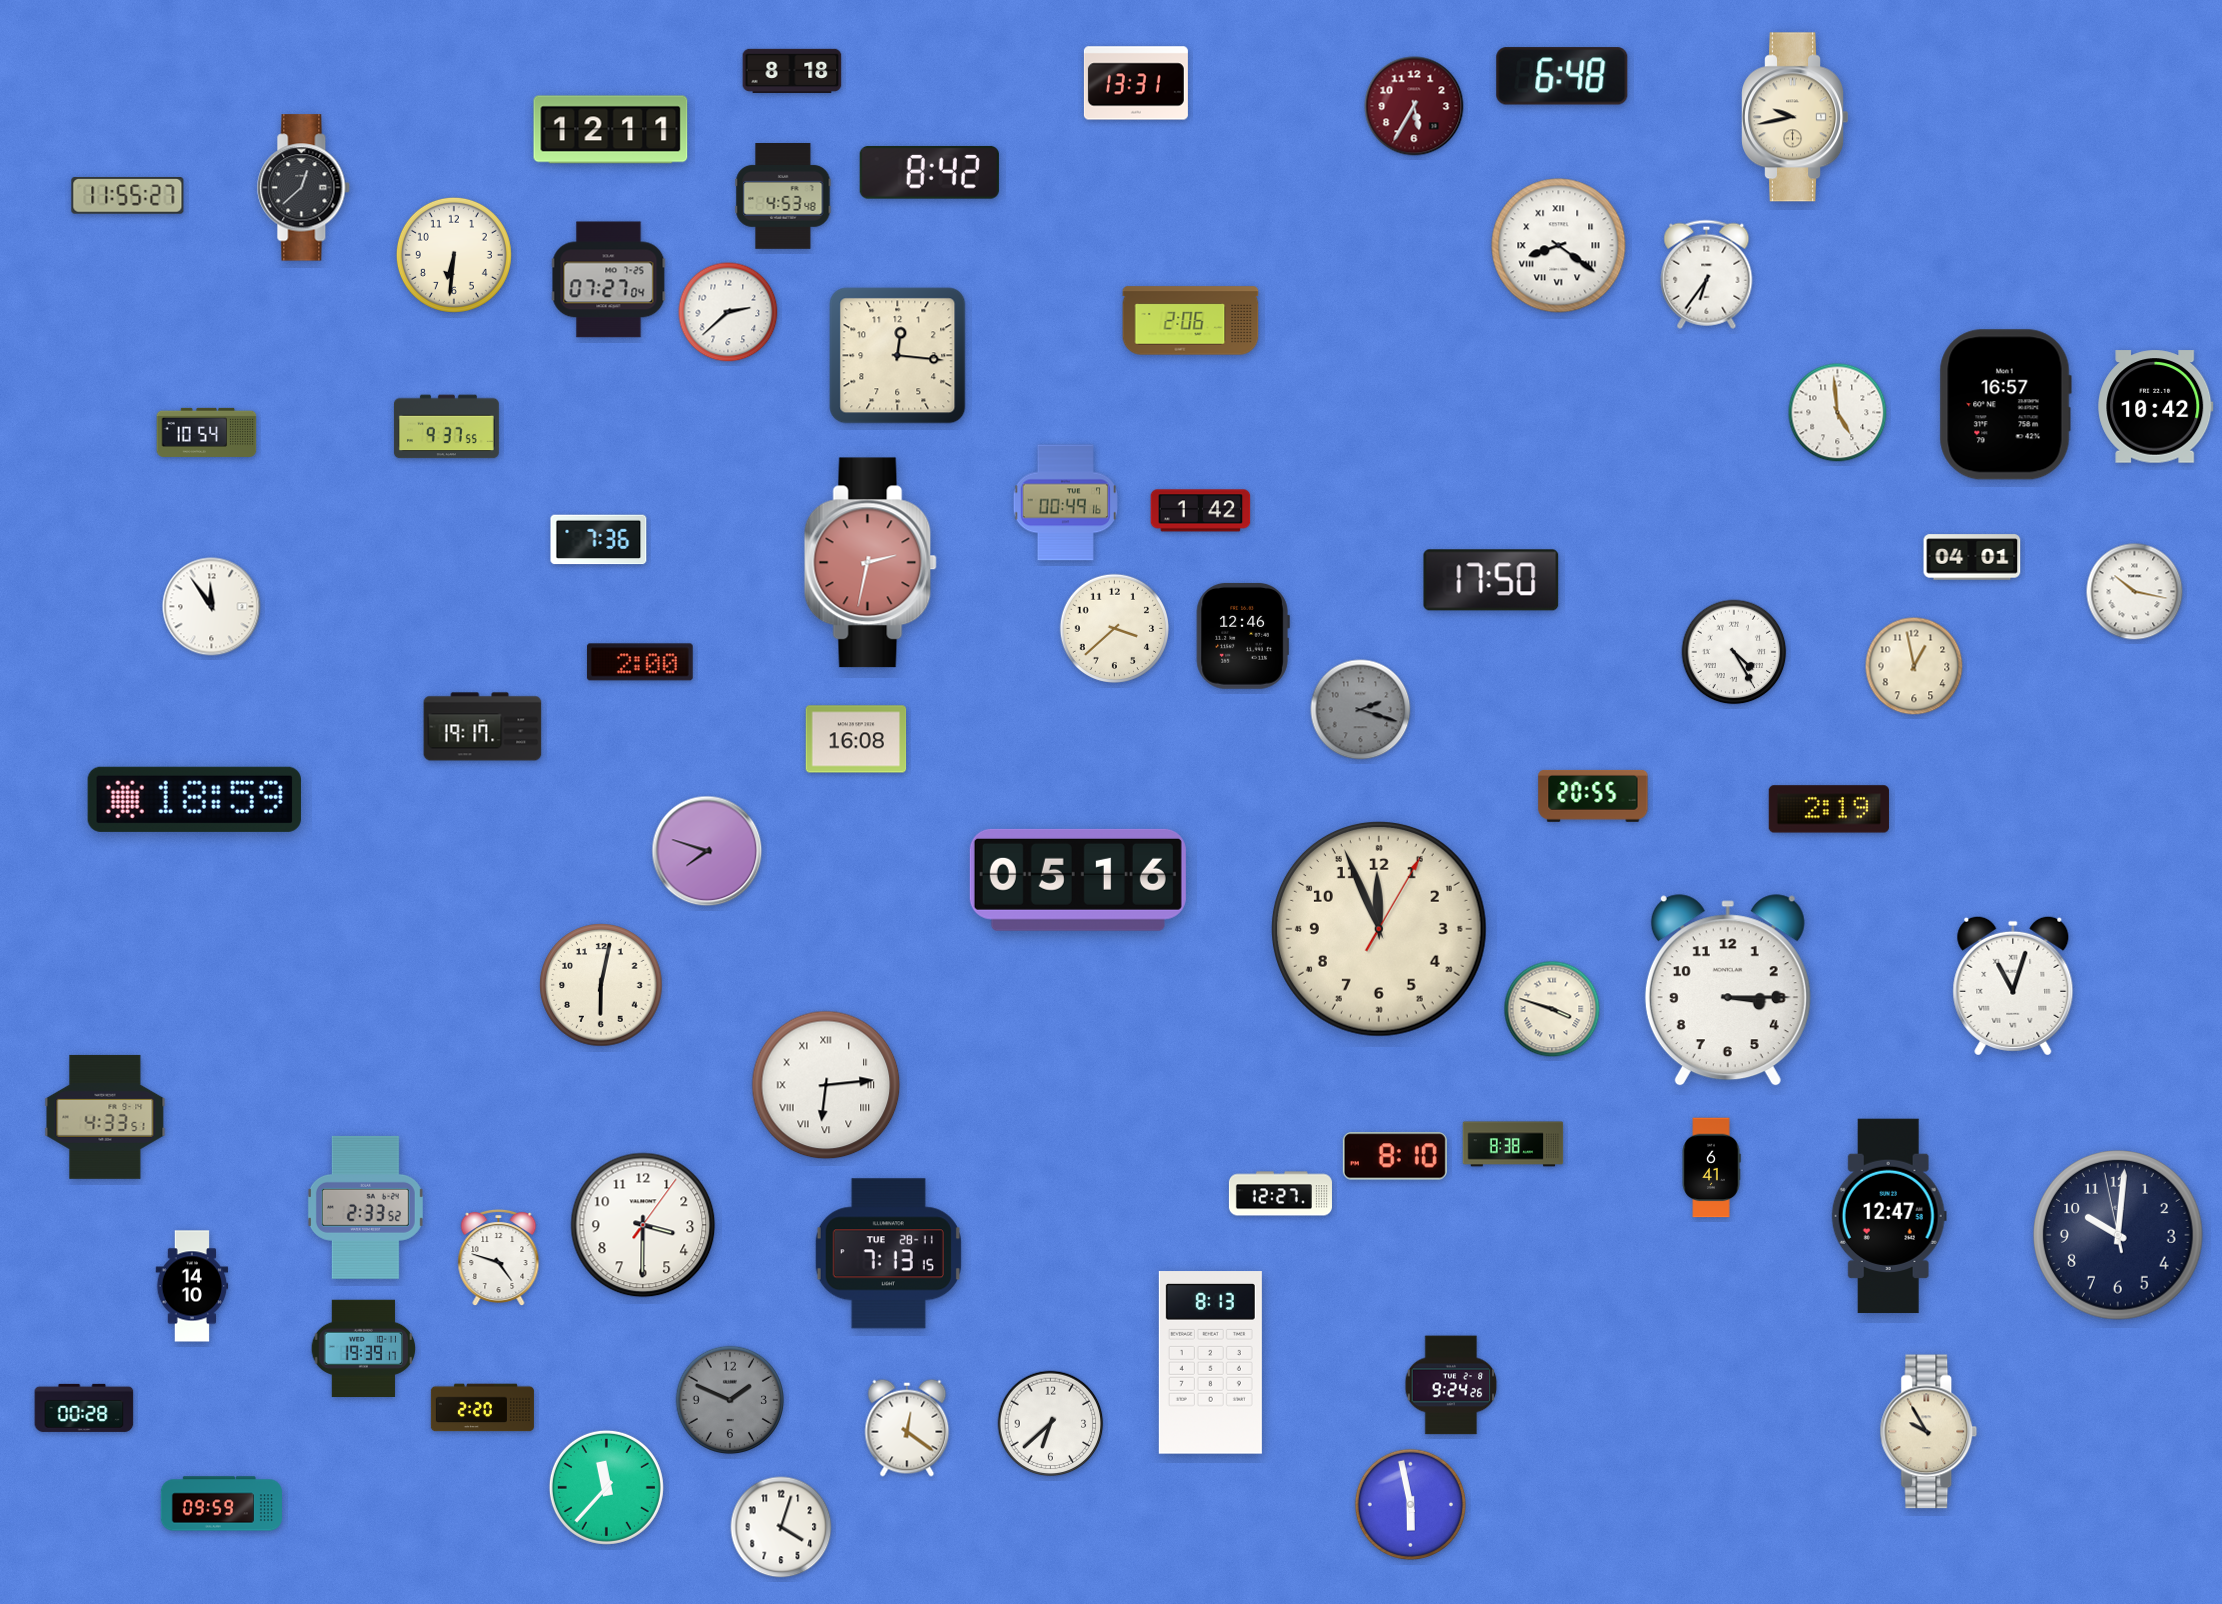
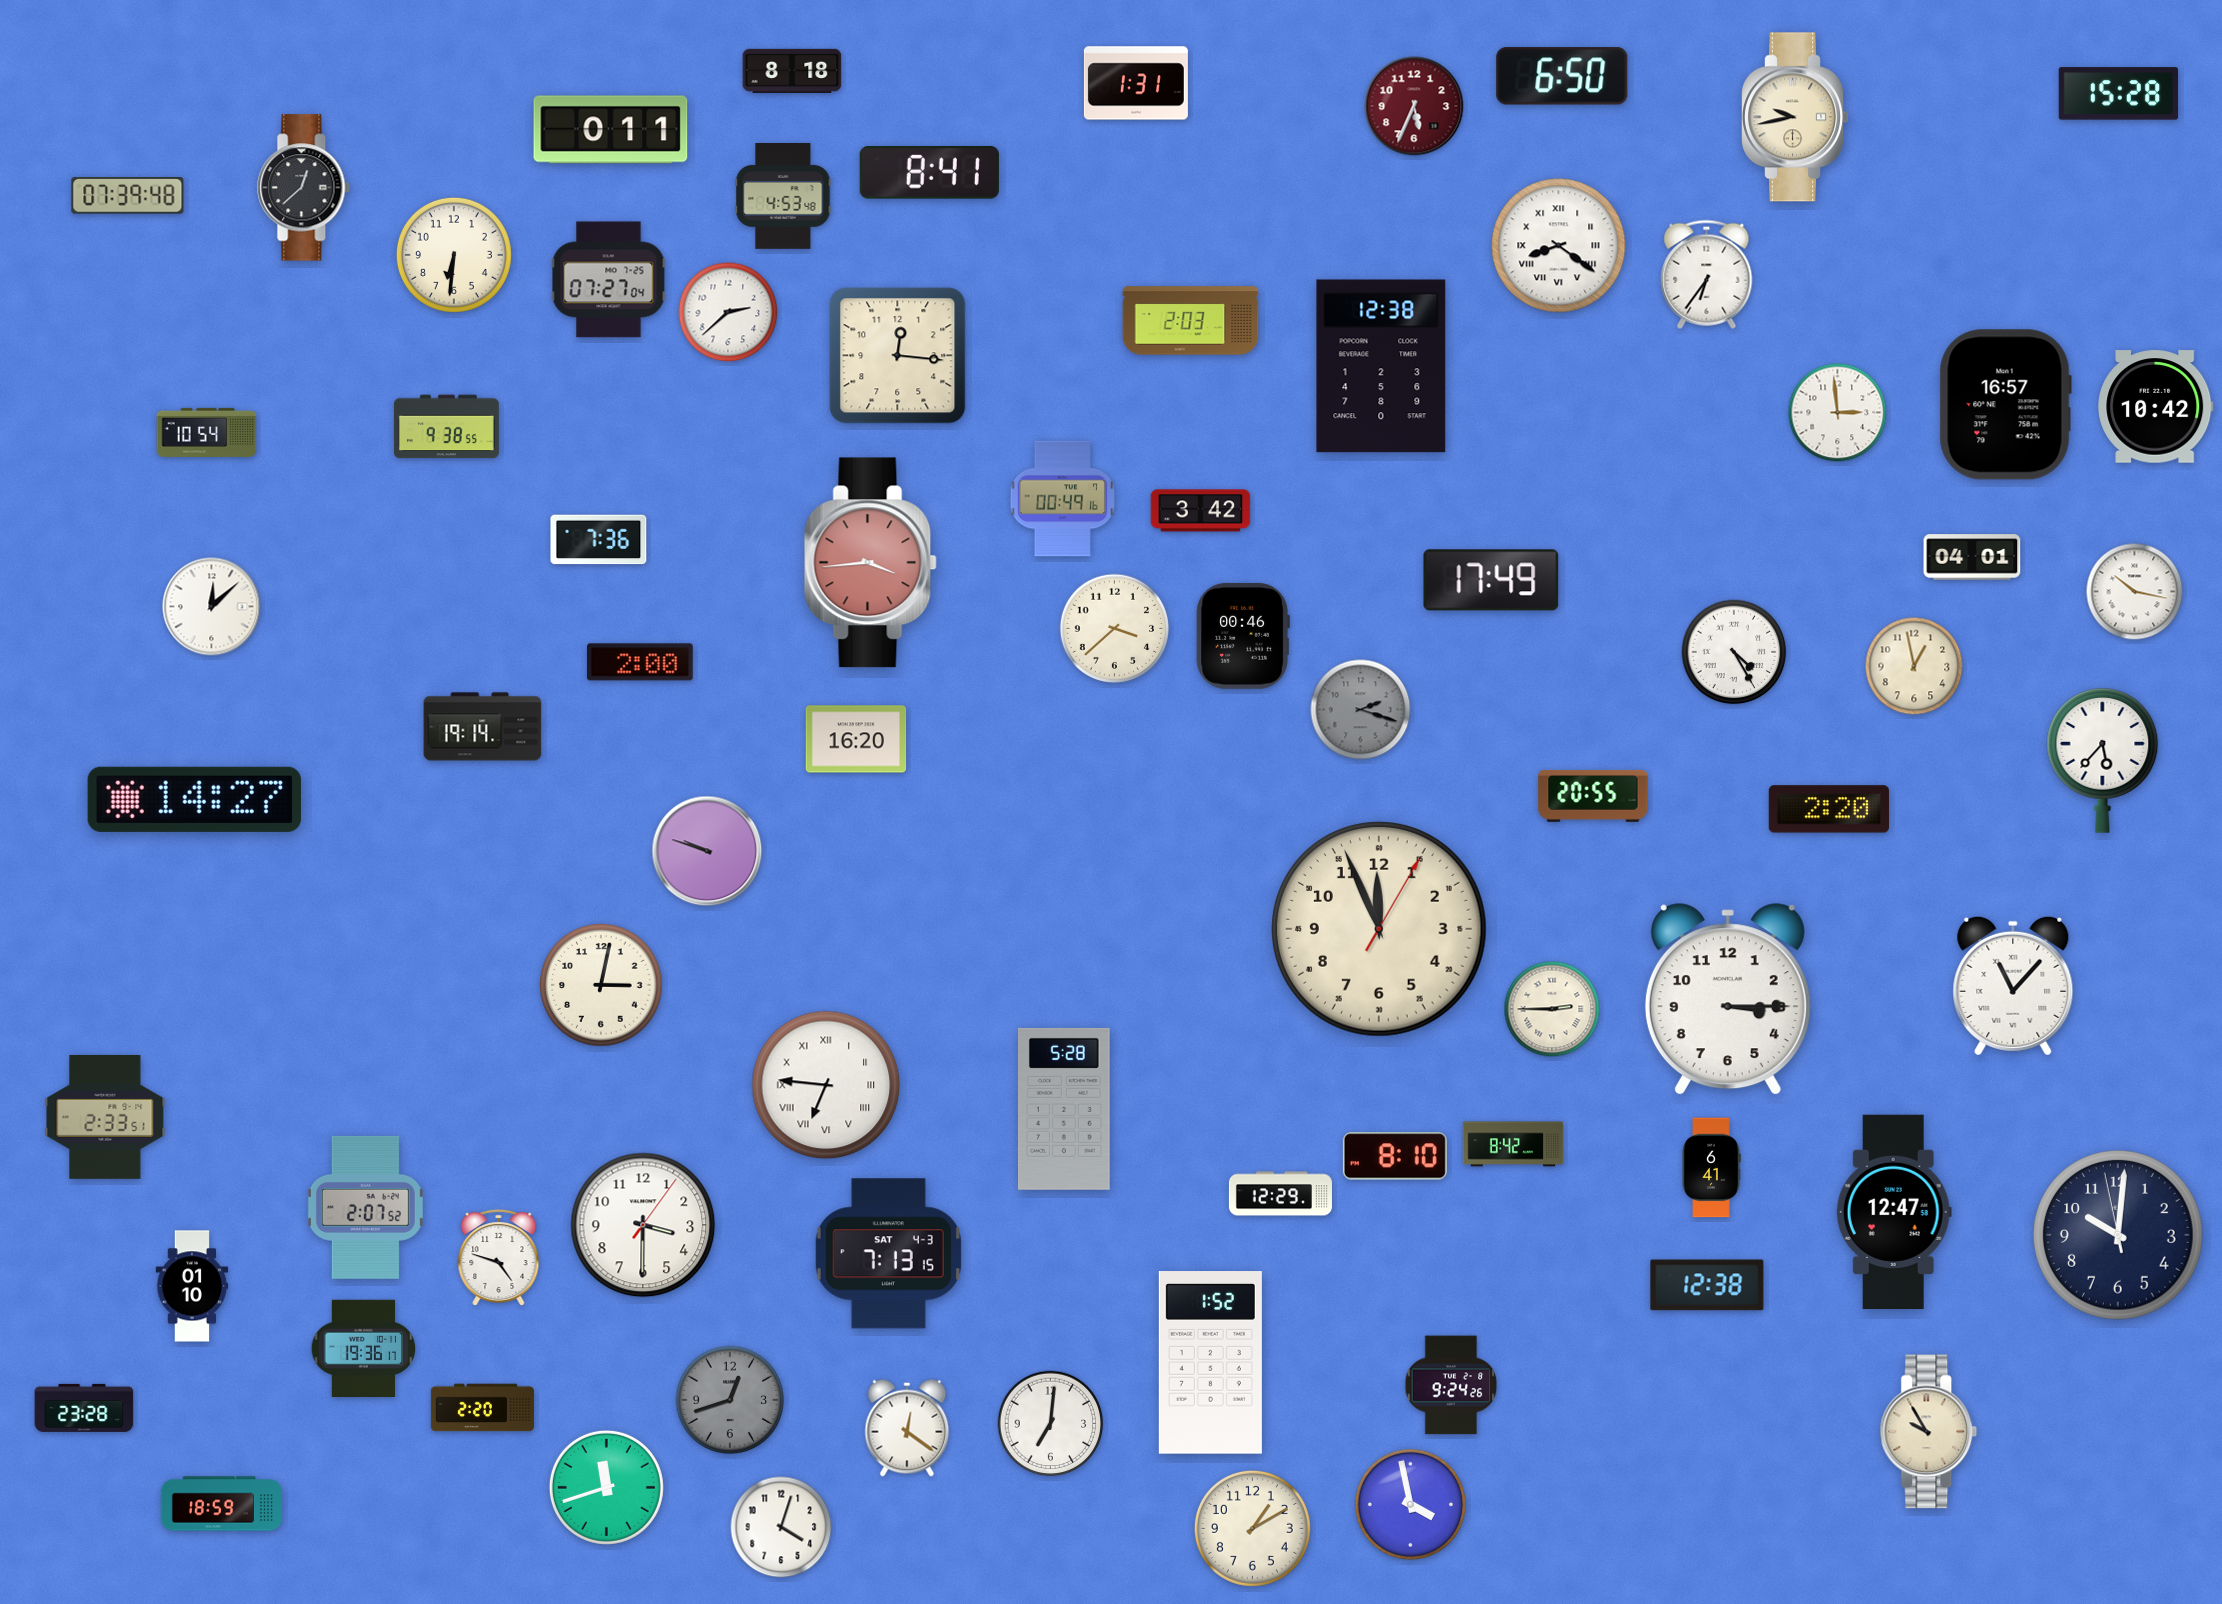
clock at (1562, 76): 6:48 -> 6:50
clock at (1136, 83): 13:31 -> 1:31
clock at (2119, 94): none -> 15:28
clock at (1414, 106): 5:35 -> 5:34
clock at (611, 130): 12:11 -> 0:11
clock at (929, 172): 8:42 -> 8:41
clock at (128, 196): 11:55 -> 07:39
clock at (1191, 321): 2:06 -> 2:03
clock at (1381, 366): none -> 12:38
clock at (1838, 413): 4:59 -> 2:59
clock at (446, 427): 9:37 -> 9:38
clock at (1065, 503) position: (1065, 503) -> (1062, 499)
clock at (1201, 511): 1:42 -> 3:42
clock at (870, 563): 2:32 -> 3:44
clock at (1491, 580): 17:50 -> 17:49
clock at (212, 607): 11:54 -> 12:08
clock at (1243, 636): 12:46 -> 00:46
clock at (483, 727): 19:17 -> 19:14
clock at (856, 739): 16:08 -> 16:20
clock at (2103, 761): none -> 5:37
clock at (194, 799): 18:59 -> 14:27
clock at (1829, 809): 2:19 -> 2:20
clock at (707, 851): 7:48 -> 9:48
clock at (1078, 880): 05:16 -> none
clock at (601, 985): 6:02 -> 3:02
clock at (2013, 986): 11:03 -> 11:07
clock at (1728, 991) position: (1728, 991) -> (1728, 1000)
clock at (1552, 1009): 3:48 -> 2:45
clock at (826, 1085): 6:14 -> 6:46
clock at (1064, 1109): none -> 5:28
clock at (105, 1117): 4:33 -> 2:33
clock at (1513, 1144): 8:38 -> 8:42
clock at (1280, 1194): 12:27 -> 12:29
clock at (365, 1207): 2:33 -> 2:07
clock at (1889, 1216) position: (1889, 1216) -> (1894, 1212)
clock at (888, 1254) date: TUE 28-11 -> SAT 4-3
clock at (1707, 1285): none -> 12:38
clock at (192, 1286): 14:10 -> 01:10
clock at (364, 1348): 19:39 -> 19:36
clock at (1210, 1363): 8:13 -> 1:52
clock at (730, 1400): 1:49 -> 12:42
clock at (84, 1408): 00:28 -> 23:28
clock at (1051, 1424): 6:38 -> 7:01
clock at (606, 1487): 11:37 -> 11:42
clock at (221, 1504): 09:59 -> 18:59
clock at (1410, 1504): 5:58 -> 3:58
clock at (1252, 1528): none -> 1:10
